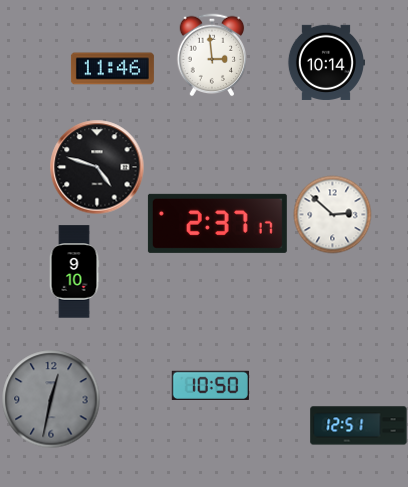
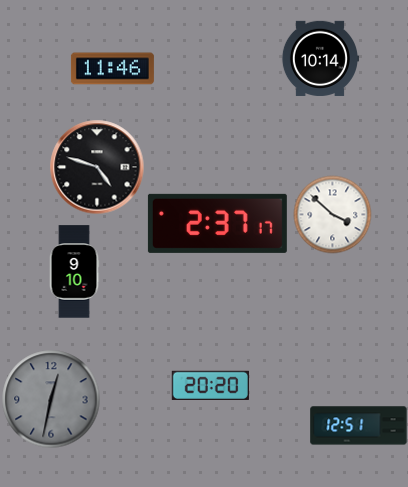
clock at (212, 55): 2:59 -> none
clock at (326, 62) position: (326, 62) -> (320, 58)
clock at (332, 214): 2:52 -> 3:52
clock at (210, 385): 10:50 -> 20:20
